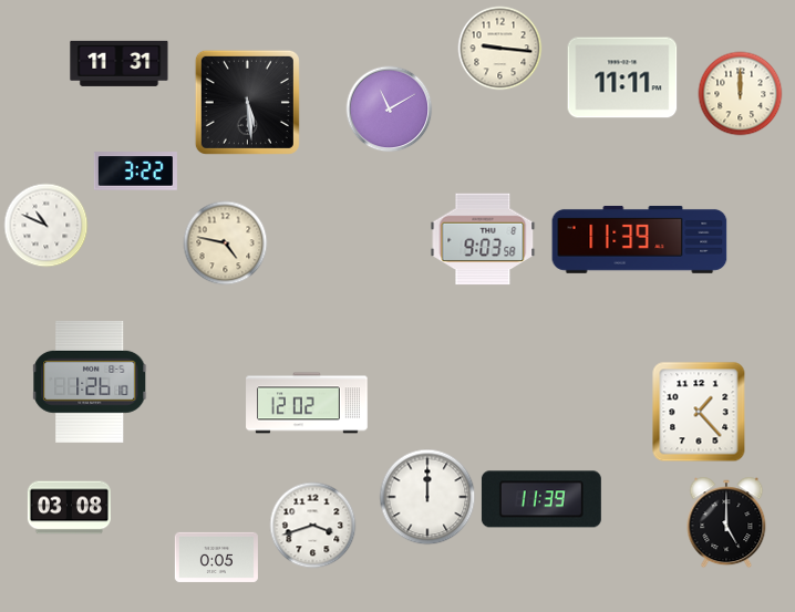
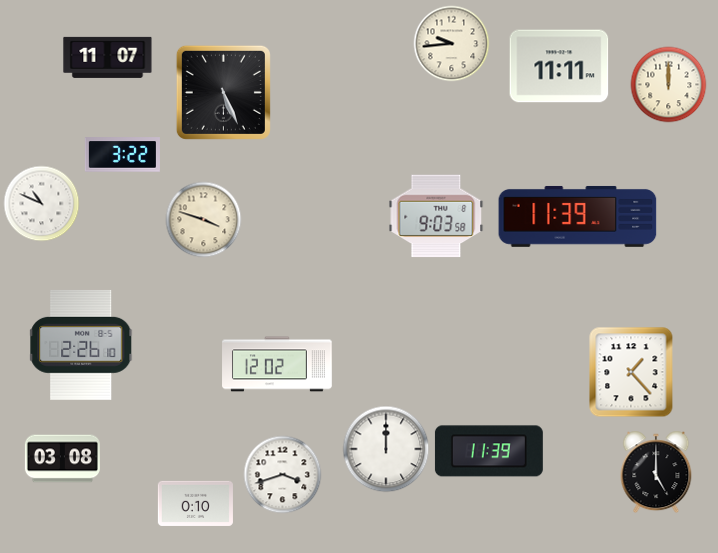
clock at (500, 49): 9:16 -> 9:44
clock at (120, 63): 11:31 -> 11:07
clock at (622, 77) position: (622, 77) -> (559, 66)
clock at (247, 102): 5:29 -> 5:26
clock at (390, 110): 11:10 -> none
clock at (226, 243): 4:47 -> 3:48
clock at (91, 382): 1:26 -> 2:26
clock at (216, 557): 0:05 -> 0:10
